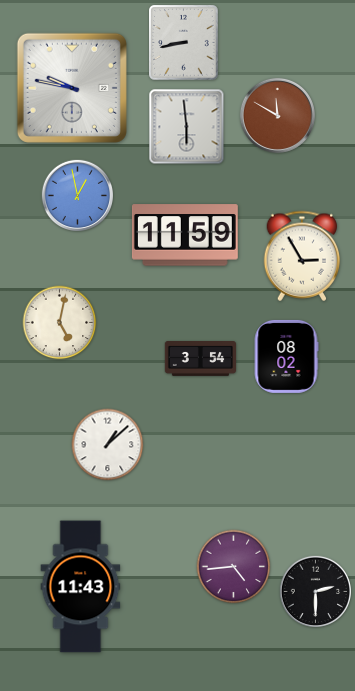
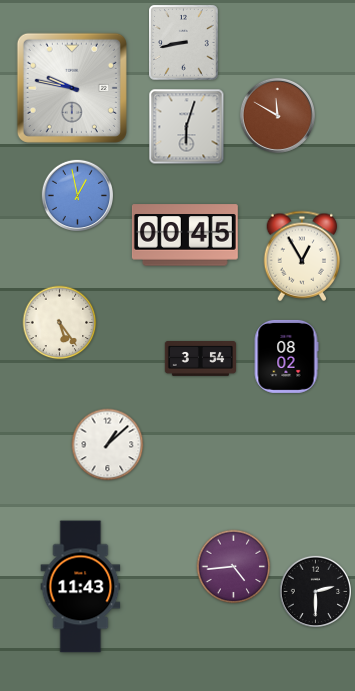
clock at (187, 127): 5:59 -> 6:03
clock at (185, 235): 11:59 -> 00:45
clock at (302, 256): 2:55 -> 12:55
clock at (60, 323): 5:02 -> 5:24
